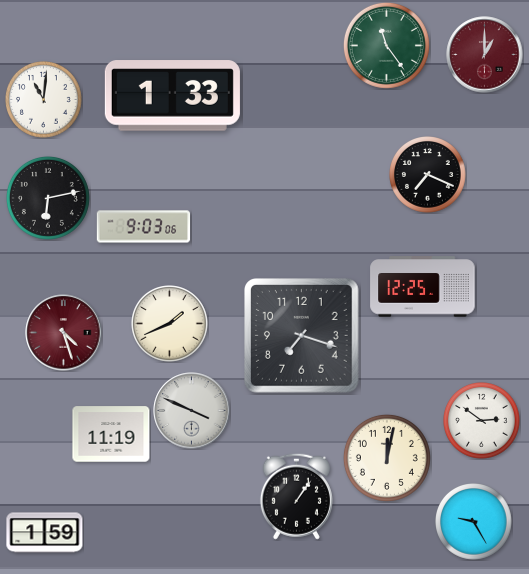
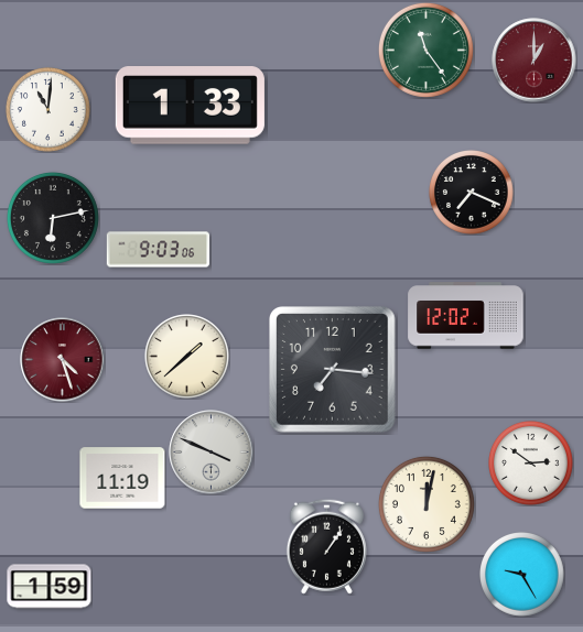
clock at (423, 287): 12:25 -> 12:02
clock at (170, 324): 1:41 -> 1:38
clock at (64, 333) position: (64, 333) -> (63, 360)
clock at (302, 336): 7:18 -> 7:16
